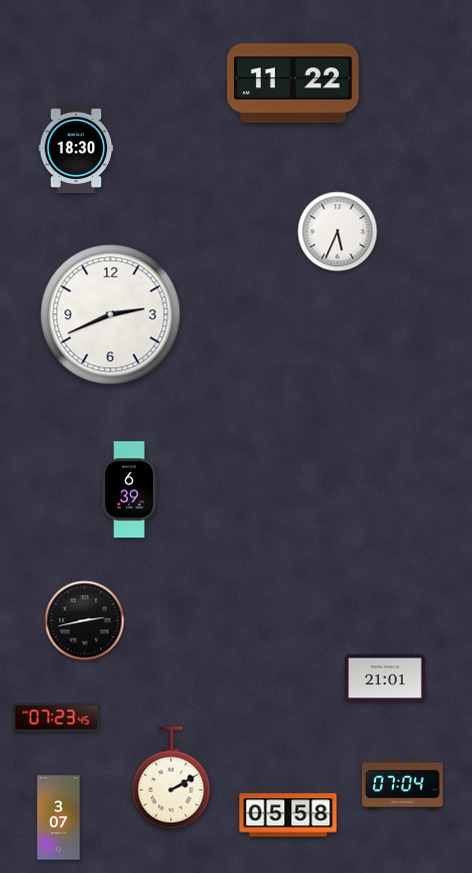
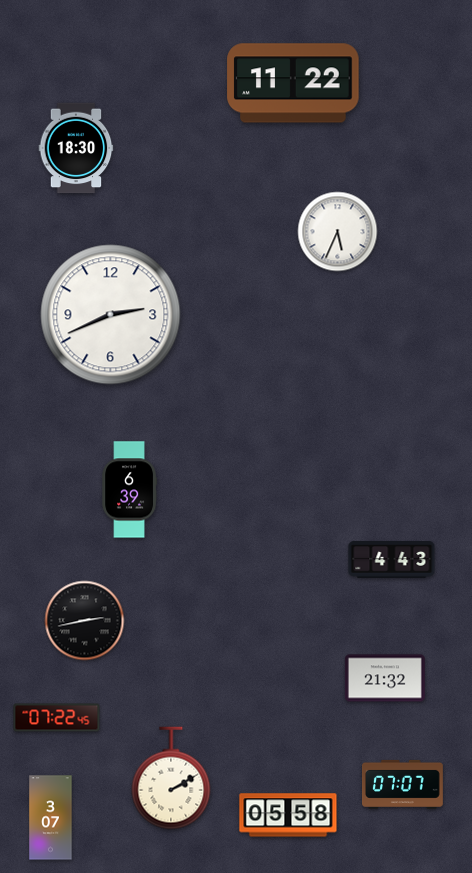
clock at (392, 560): none -> 4:43
clock at (385, 678): 21:01 -> 21:32
clock at (57, 718): 07:23 -> 07:22
clock at (403, 784): 07:04 -> 07:07
clock at (59, 818) position: (59, 818) -> (51, 818)
